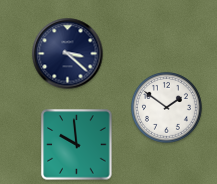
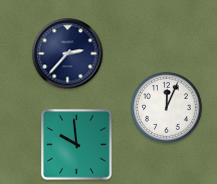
clock at (68, 54): 3:22 -> 2:37
clock at (166, 107): 1:51 -> 12:04
